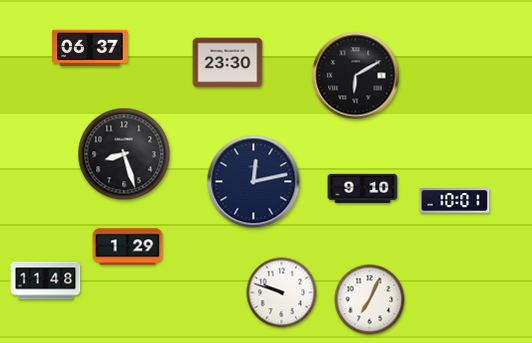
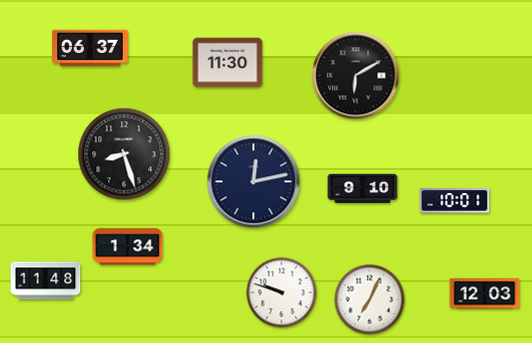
clock at (228, 63): 23:30 -> 11:30
clock at (128, 247): 1:29 -> 1:34
clock at (485, 294): none -> 12:03
